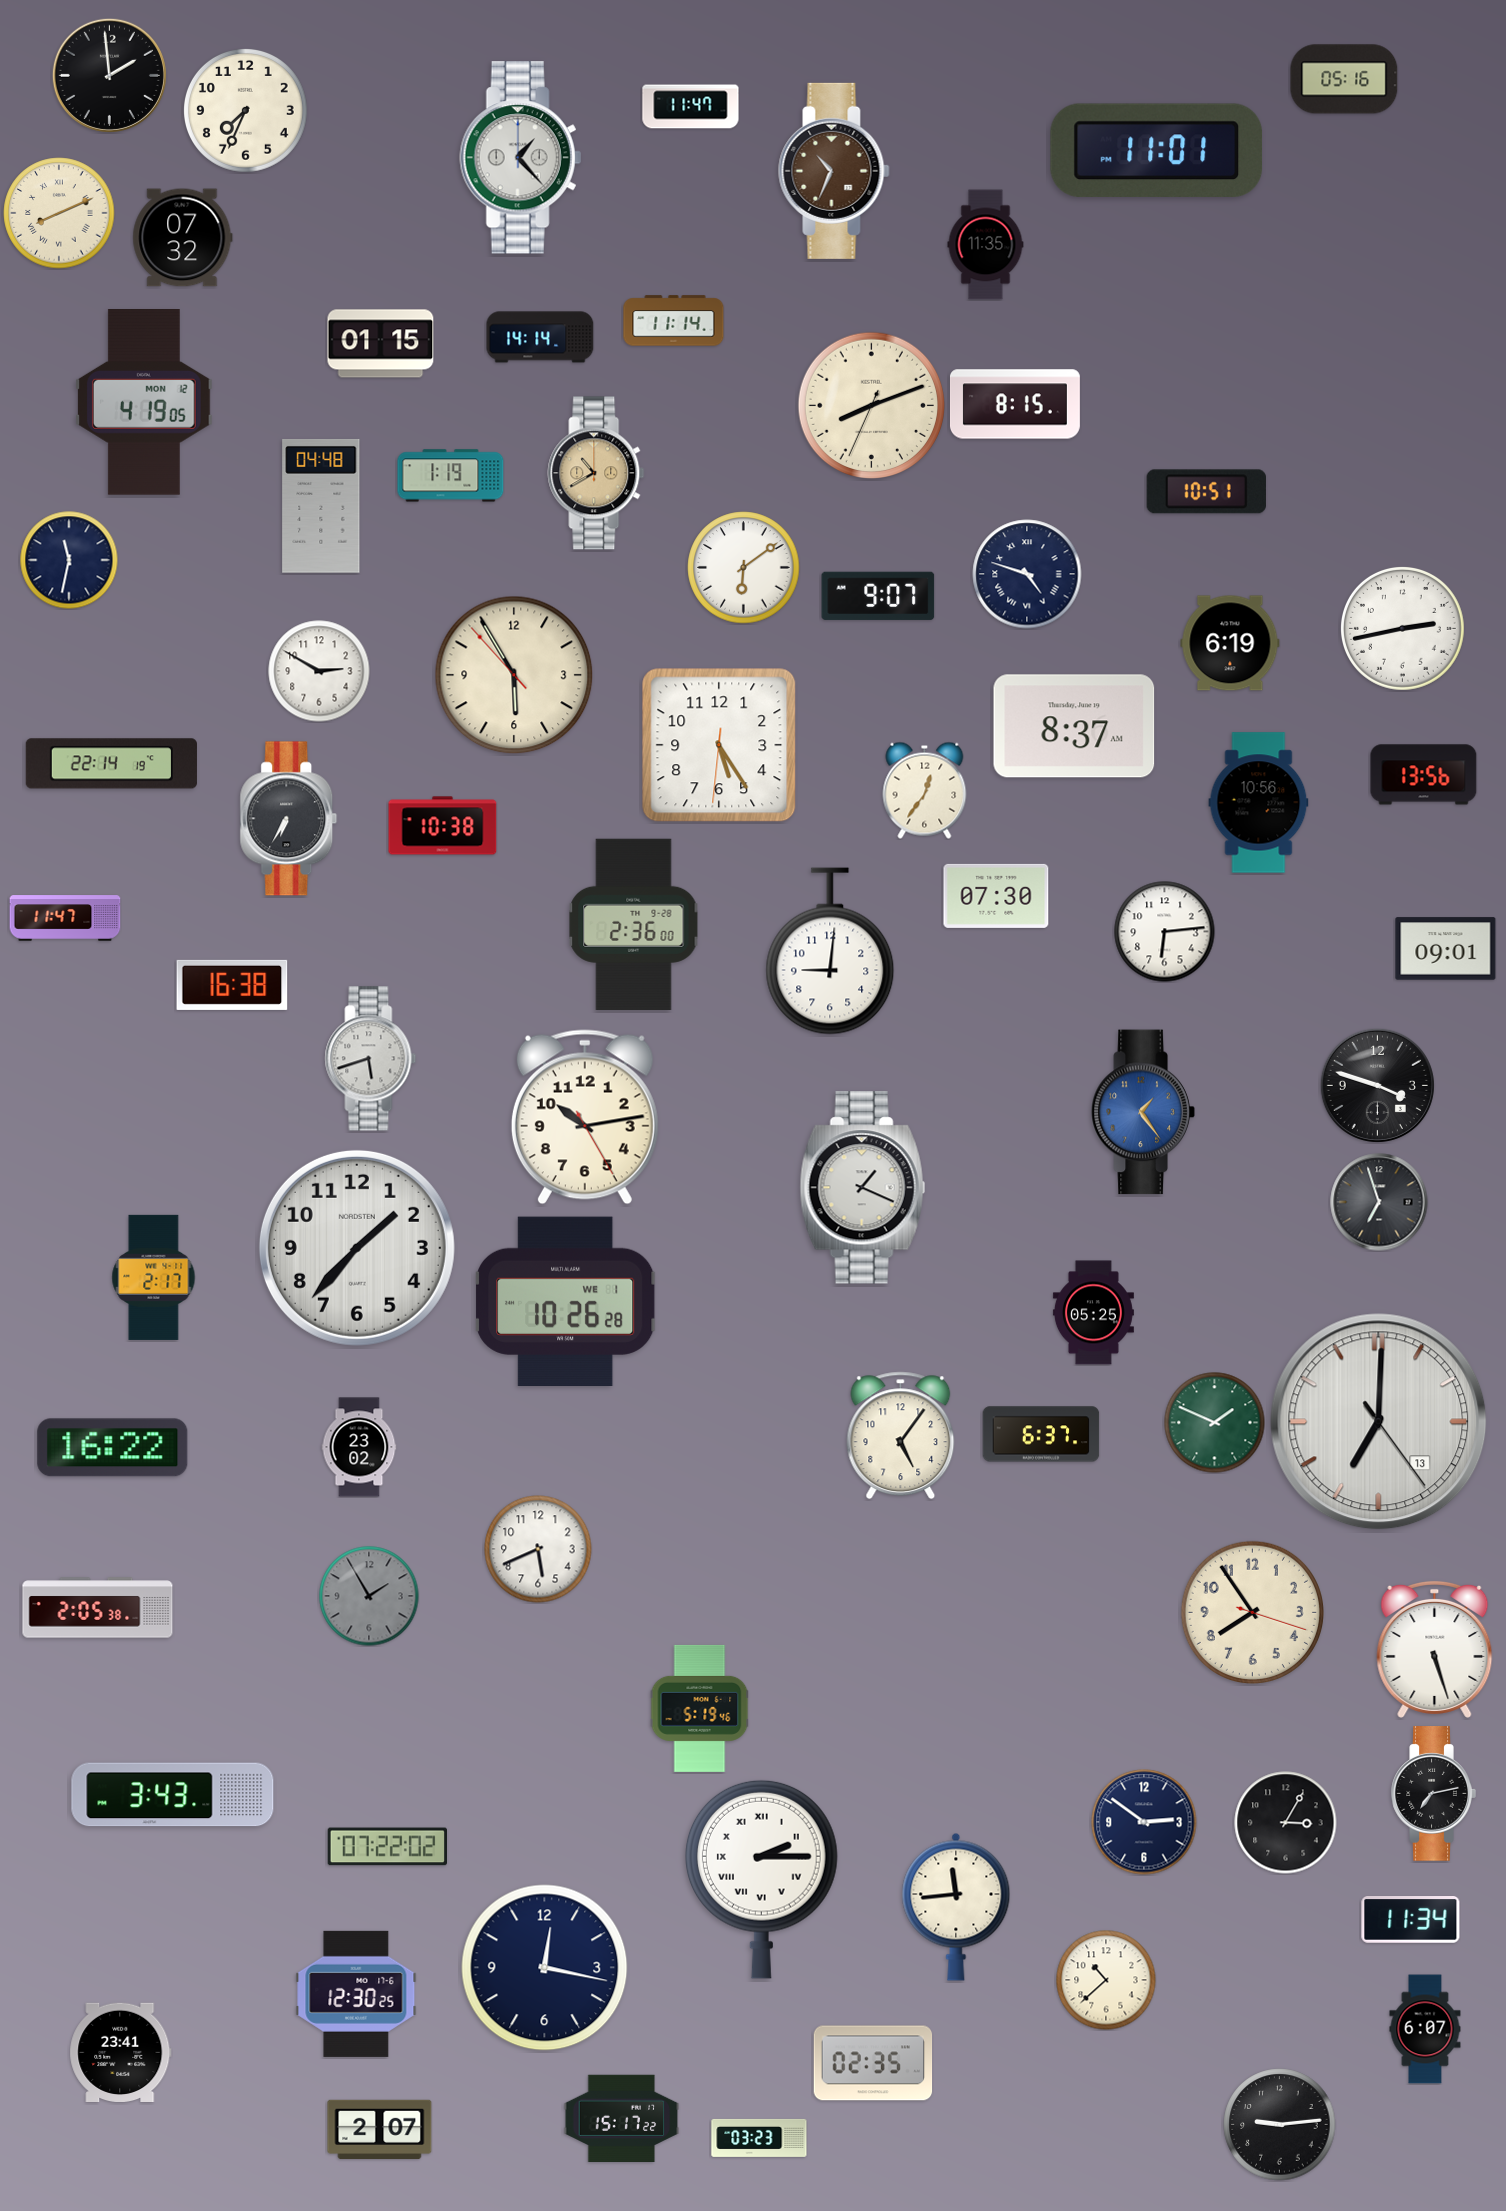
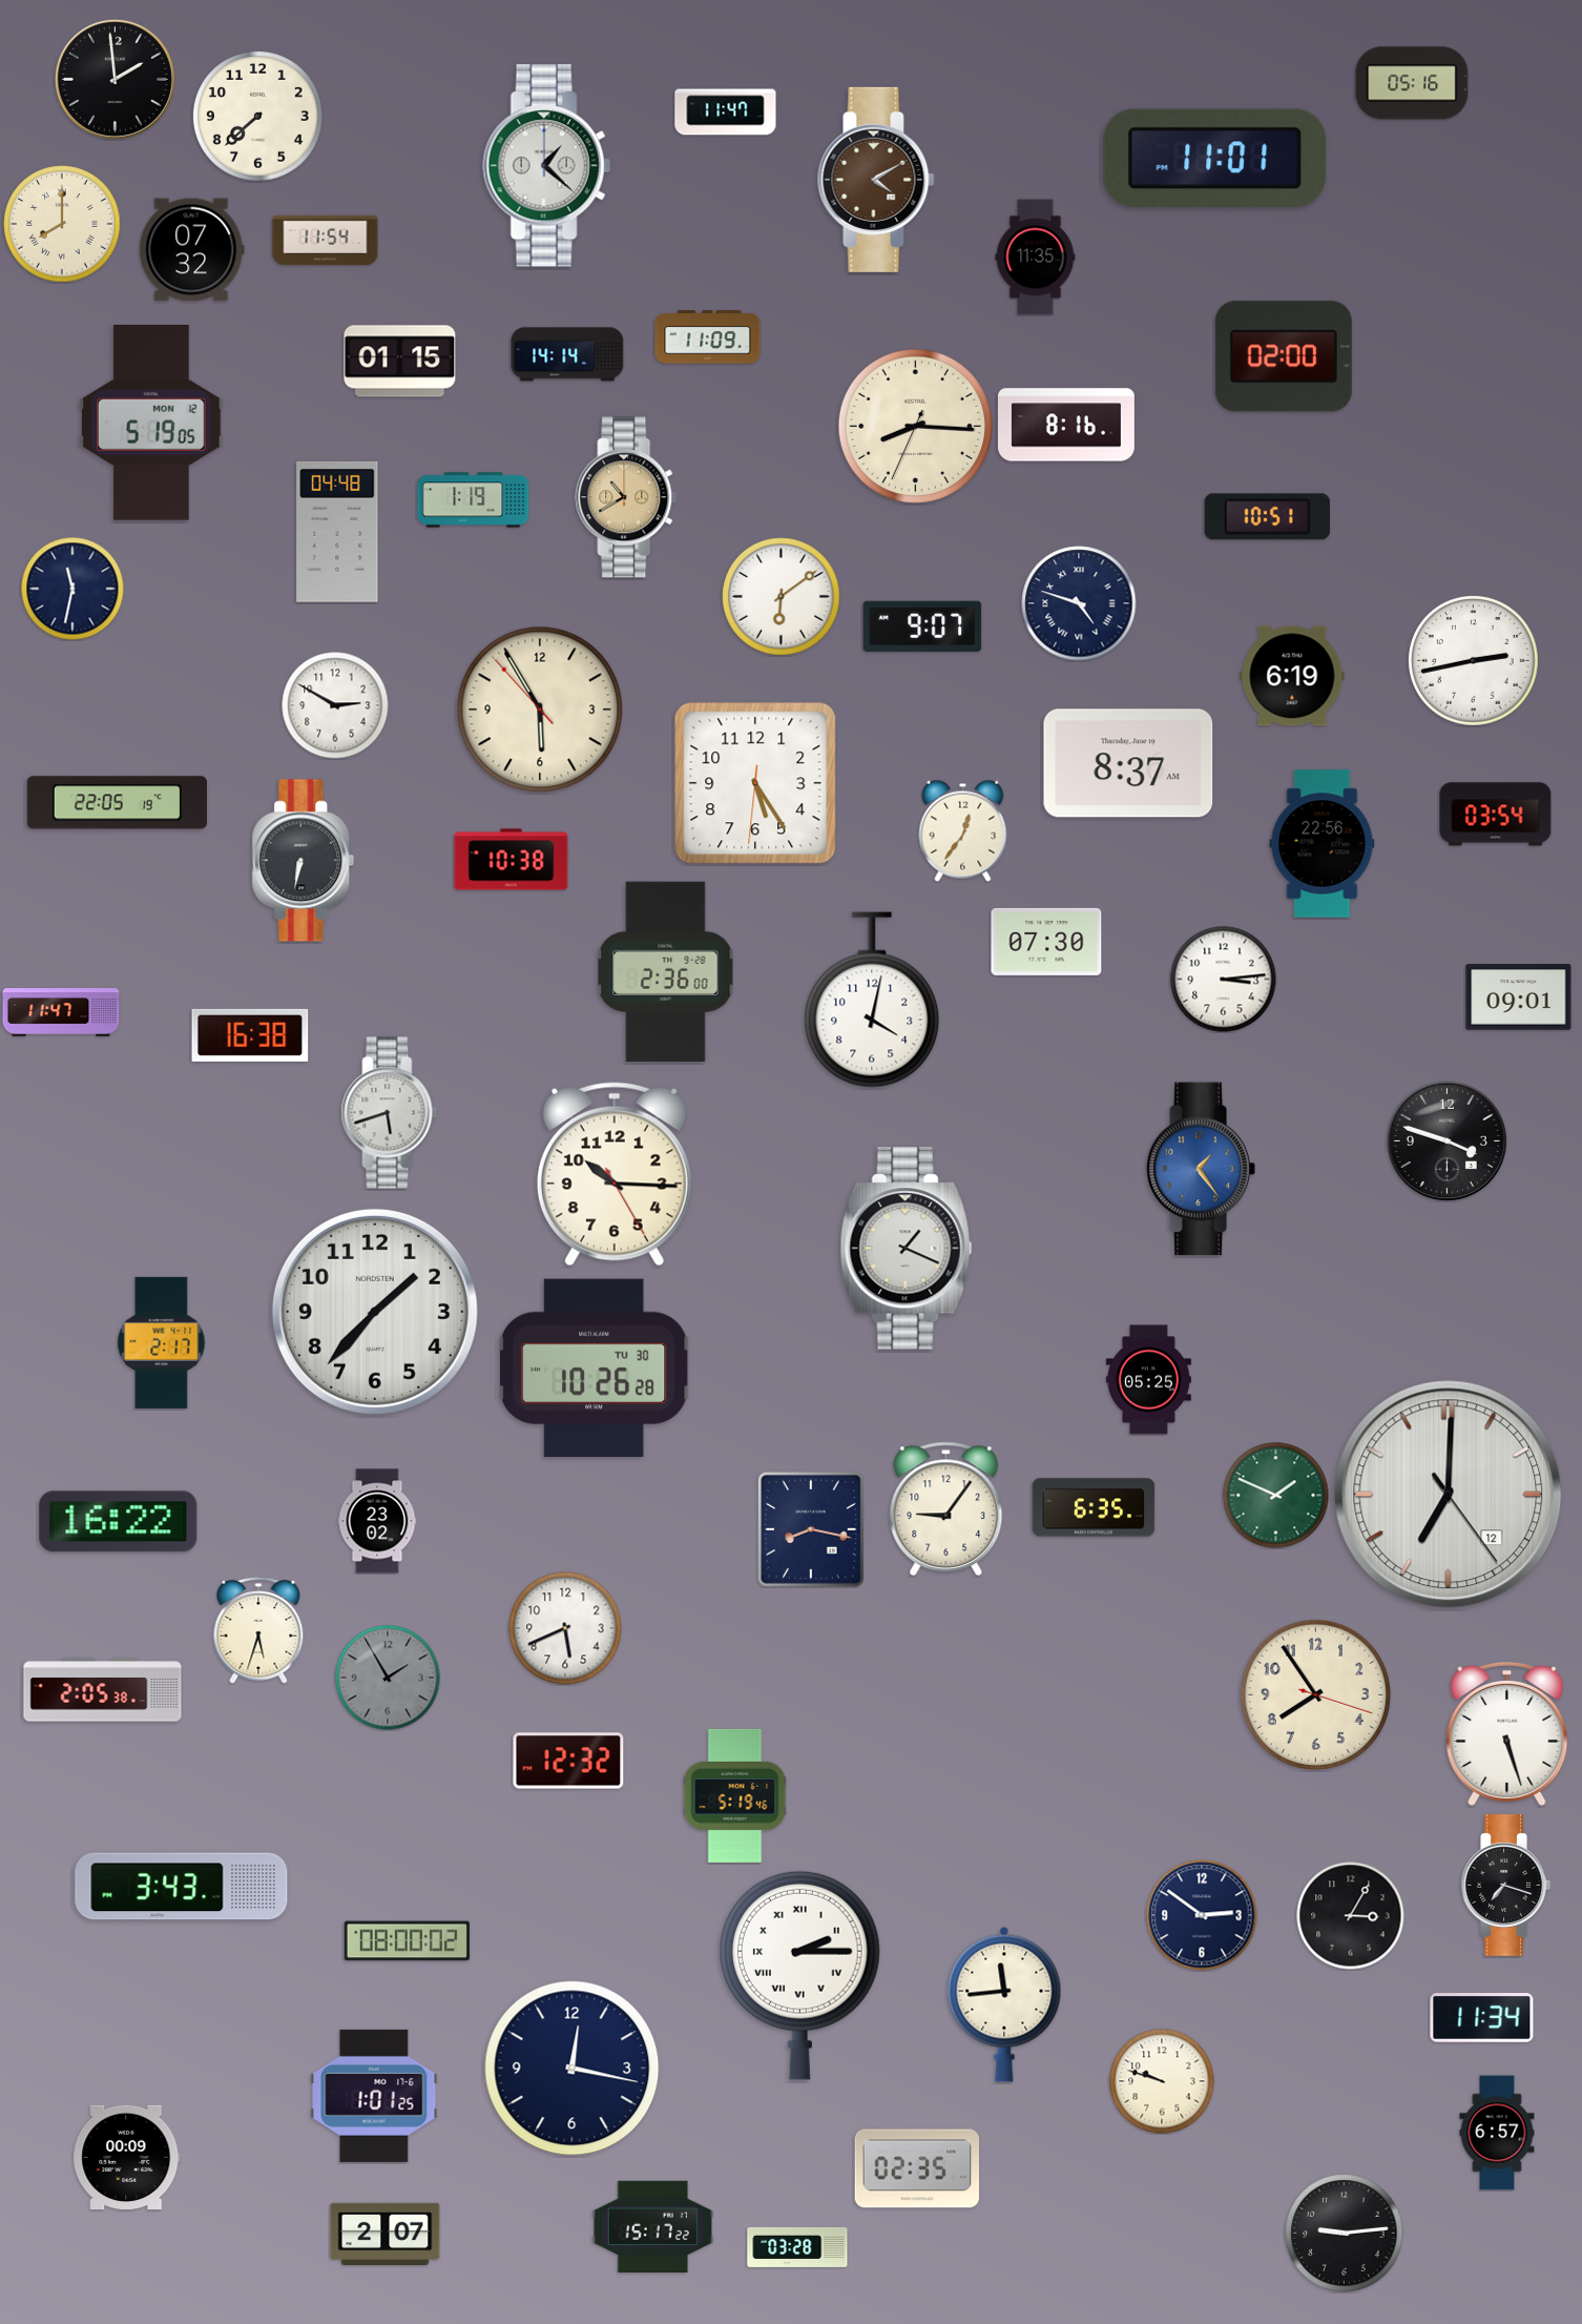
clock at (245, 110): 7:34 -> 7:38
clock at (520, 158): 1:23 -> 1:22
clock at (834, 171): 10:34 -> 4:10
clock at (59, 213): 8:11 -> 8:00
clock at (326, 241): none -> 11:54
clock at (674, 321): 11:14 -> 11:09
clock at (1284, 356): none -> 02:00
clock at (145, 403): 4:19 -> 5:19
clock at (1015, 404): 8:15 -> 8:16
clock at (871, 405): 8:11 -> 8:15
clock at (111, 764): 22:14 -> 22:05
clock at (1424, 775): 13:56 -> 03:54
clock at (925, 790) position: (925, 790) -> (963, 830)
clock at (1259, 803): 10:56 -> 22:56
clock at (289, 819): 6:35 -> 6:32
clock at (443, 826) position: (443, 826) -> (512, 860)
clock at (65, 918) position: (65, 918) -> (61, 1012)
clock at (1165, 932): 6:14 -> 3:14
clock at (830, 951): 9:01 -> 4:02
clock at (232, 985) position: (232, 985) -> (250, 1035)
clock at (585, 1117): 10:13 -> 10:15
clock at (1379, 1202): 6:57 -> none
clock at (566, 1301) date: WE 1 -> TU 30
clock at (1379, 1422) date: 13 -> 12
clock at (1041, 1434): 6:37 -> 6:35
clock at (901, 1436): 5:06 -> 9:06
clock at (811, 1529): none -> 8:17
clock at (258, 1631): none -> 5:33
clock at (568, 1761): none -> 12:32
clock at (1433, 1794): 7:13 -> 7:18
clock at (387, 1847): 07:22 -> 08:00
clock at (1106, 1980): 10:38 -> 9:48
clock at (356, 1994): 12:30 -> 1:01
clock at (1425, 2029): 6:07 -> 6:57
clock at (121, 2052): 23:41 -> 00:09
clock at (380, 2130) position: (380, 2130) -> (386, 2235)
clock at (759, 2138): 03:23 -> 03:28
